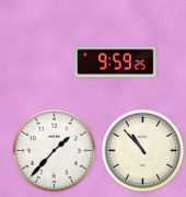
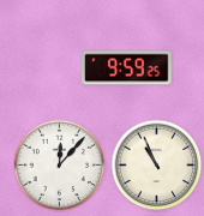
clock at (55, 151): 1:37 -> 12:07
clock at (143, 151): 10:53 -> 10:56
